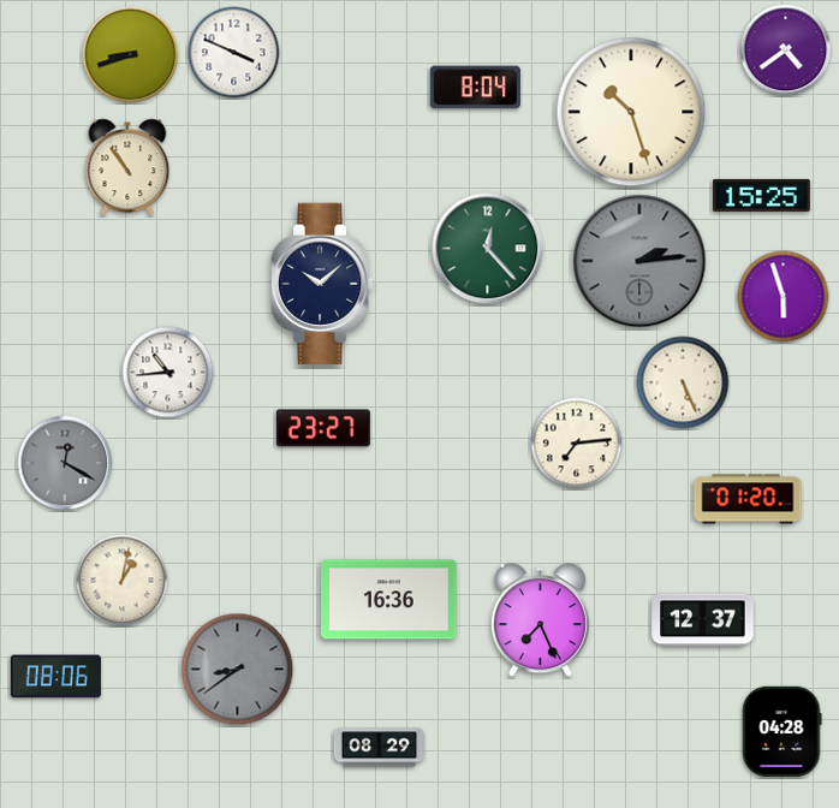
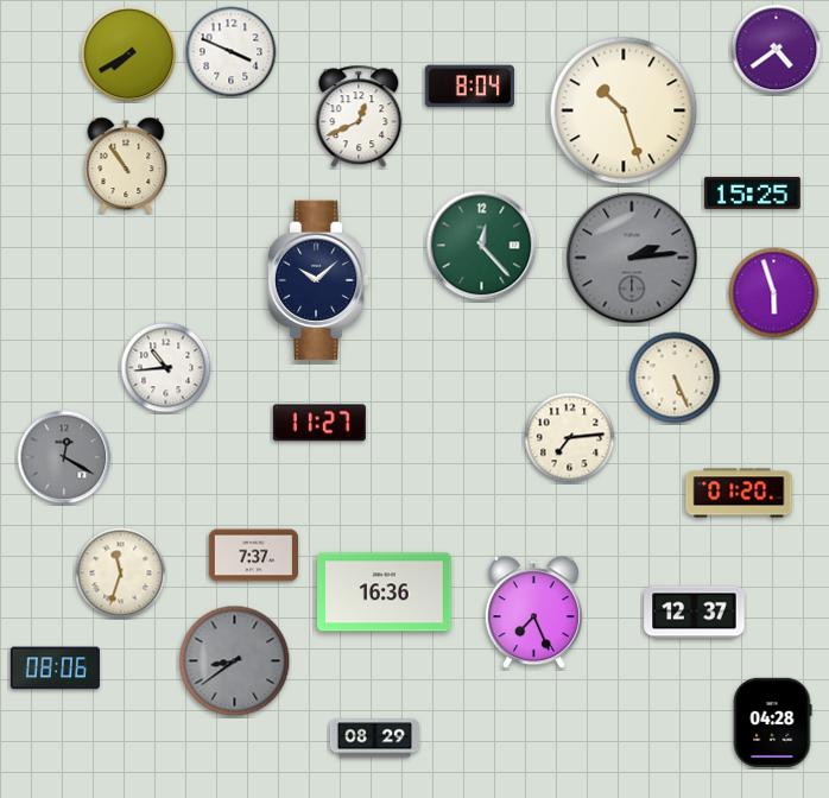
clock at (131, 55): 8:42 -> 7:40
clock at (359, 116): none -> 12:41
clock at (323, 428): 23:27 -> 11:27
clock at (253, 556): none -> 7:37
clock at (123, 581): 1:02 -> 11:33
